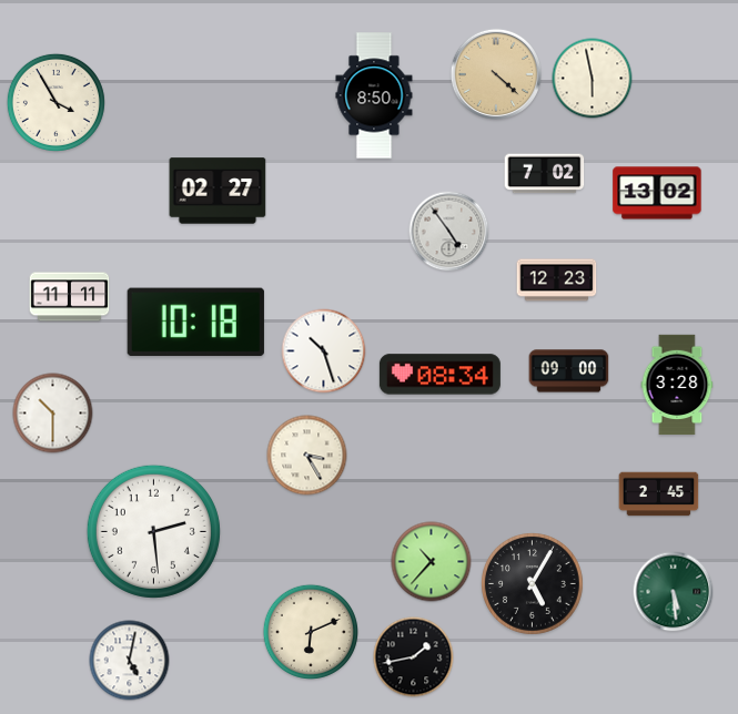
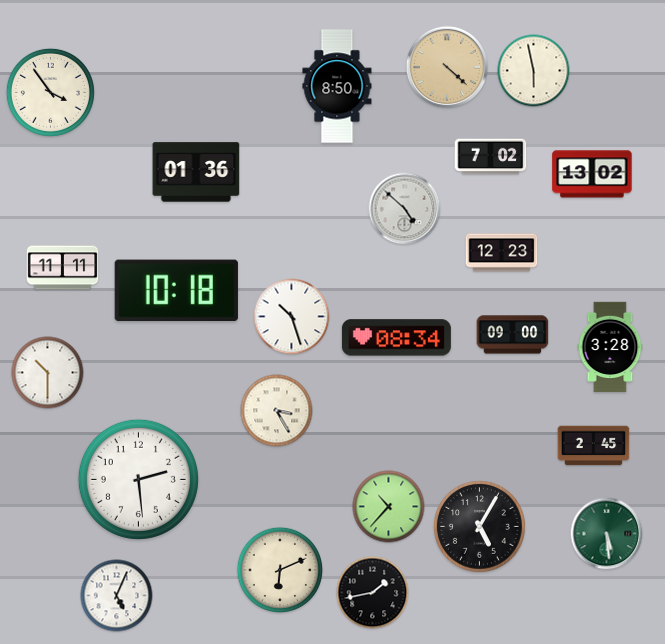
clock at (55, 102): 3:55 -> 3:54
clock at (218, 191): 02:27 -> 01:36
clock at (449, 232): 4:54 -> 4:52
clock at (130, 661): 5:02 -> 5:04
